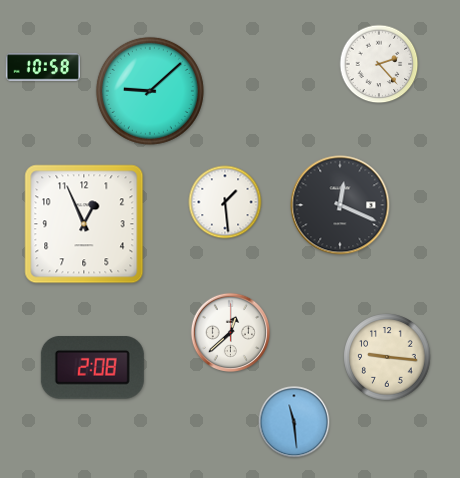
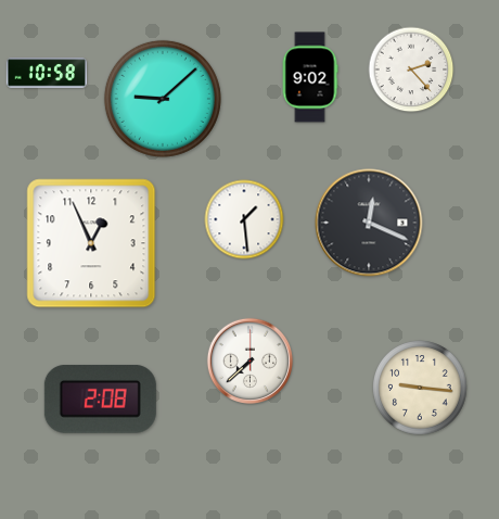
clock at (310, 77): none -> 9:02
clock at (230, 332): 12:38 -> 7:38
clock at (294, 422): 11:29 -> none
